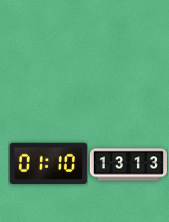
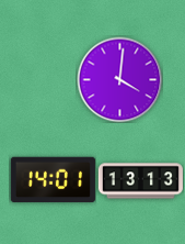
clock at (119, 79): none -> 4:01
clock at (48, 164): 01:10 -> 14:01
